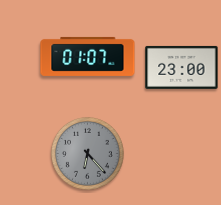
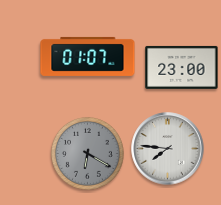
clock at (168, 149): none -> 7:46
clock at (87, 153): 6:23 -> 6:20
